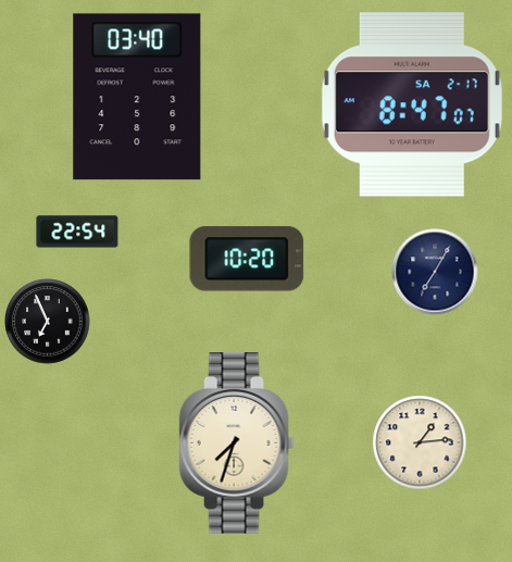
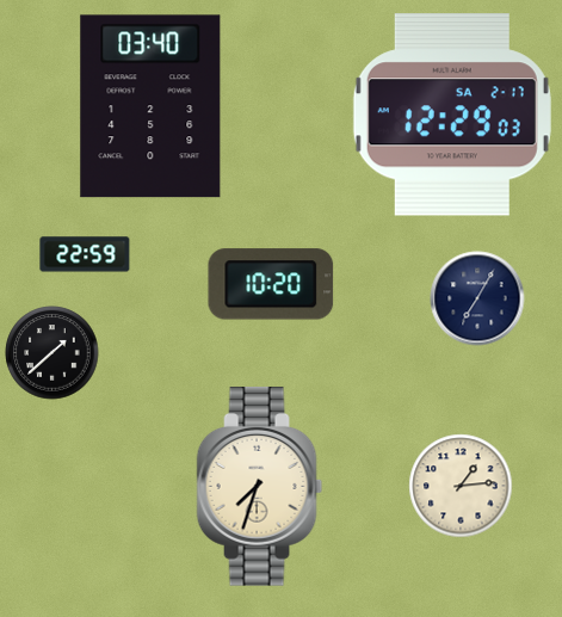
clock at (412, 104): 8:47 -> 12:29
clock at (77, 232): 22:54 -> 22:59
clock at (48, 322): 6:56 -> 1:38
